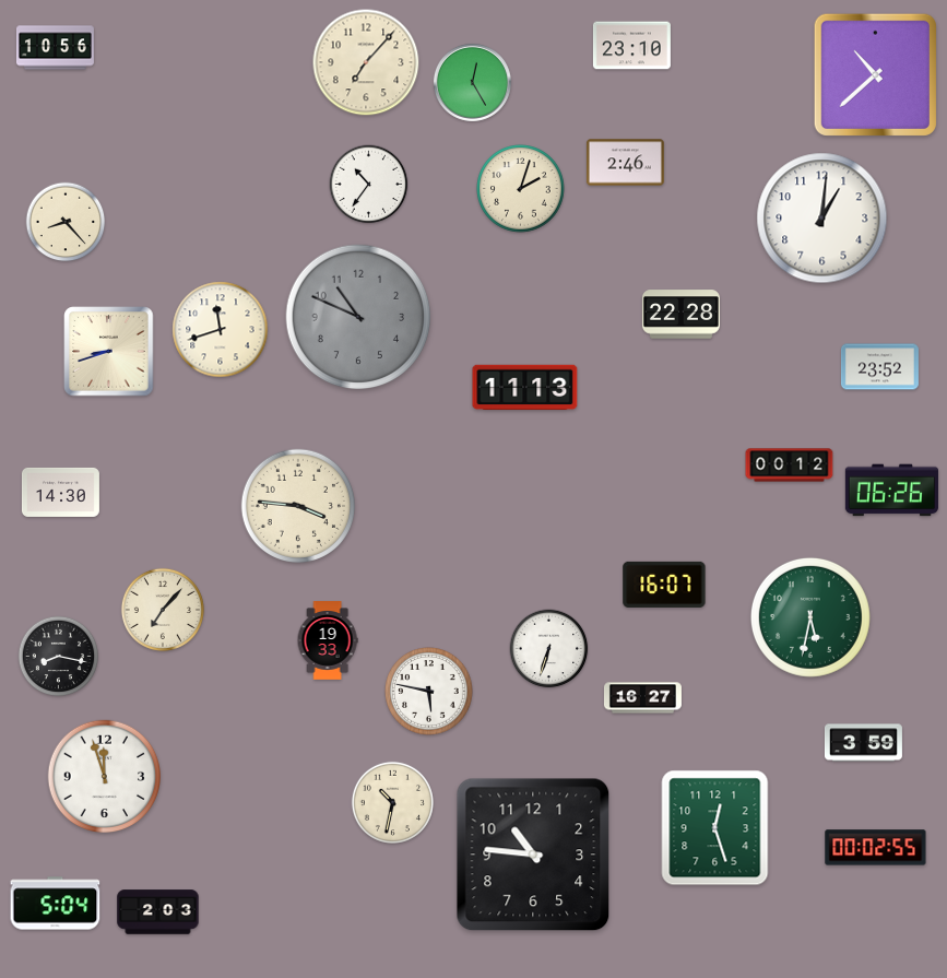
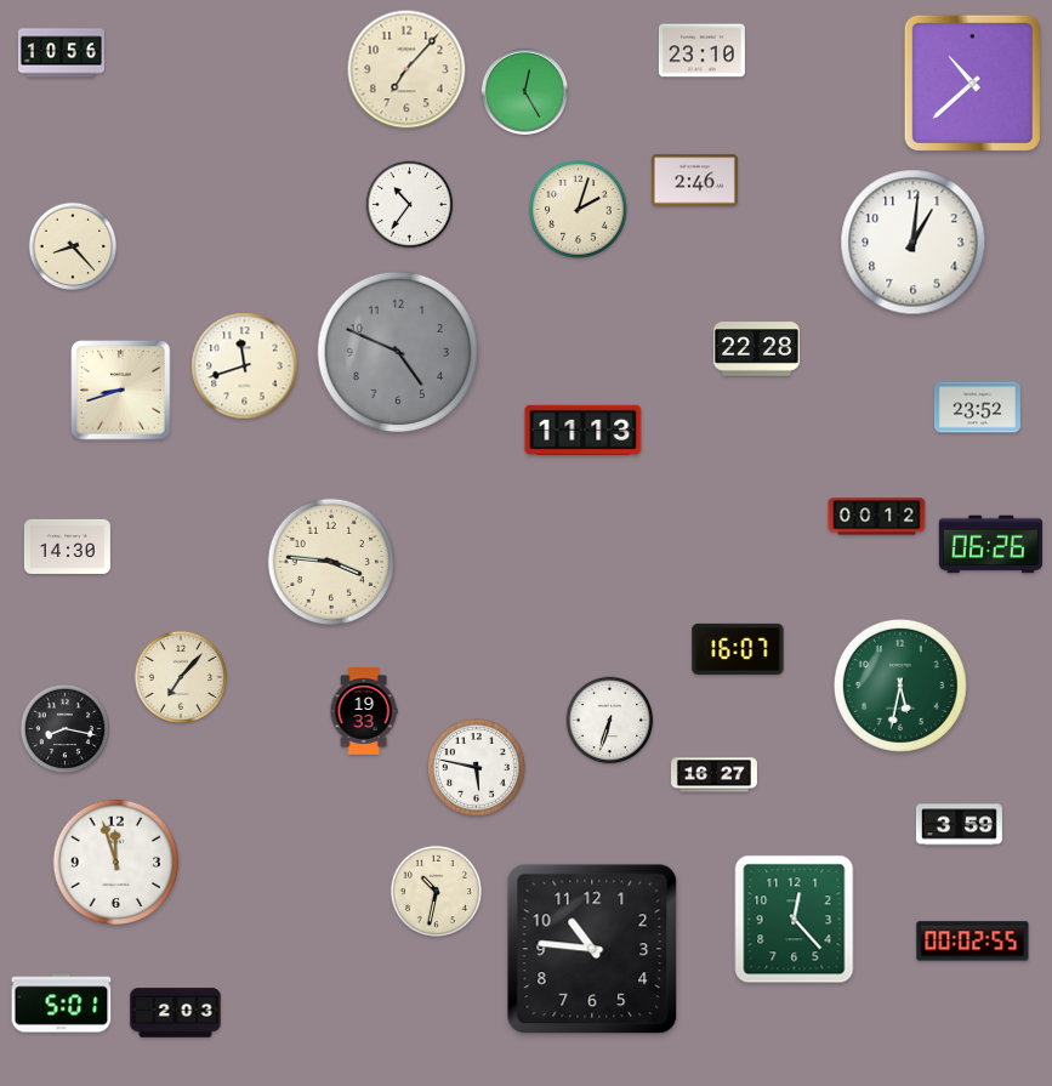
clock at (358, 317): 10:49 -> 4:49
clock at (715, 828): 12:27 -> 12:23
clock at (56, 904): 5:04 -> 5:01
